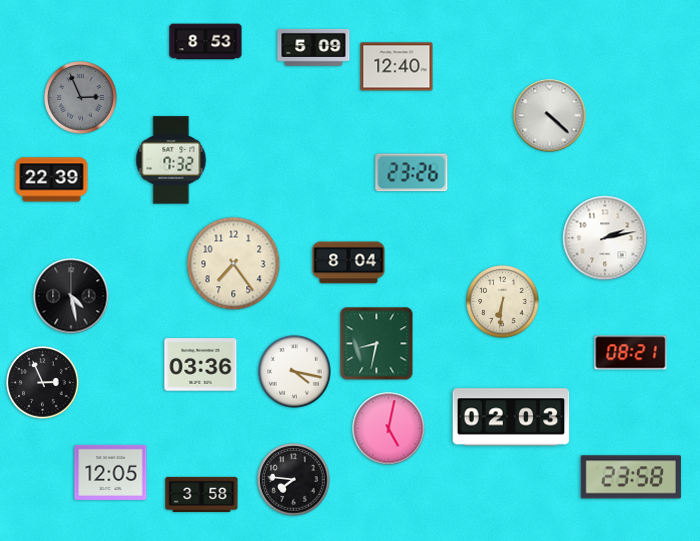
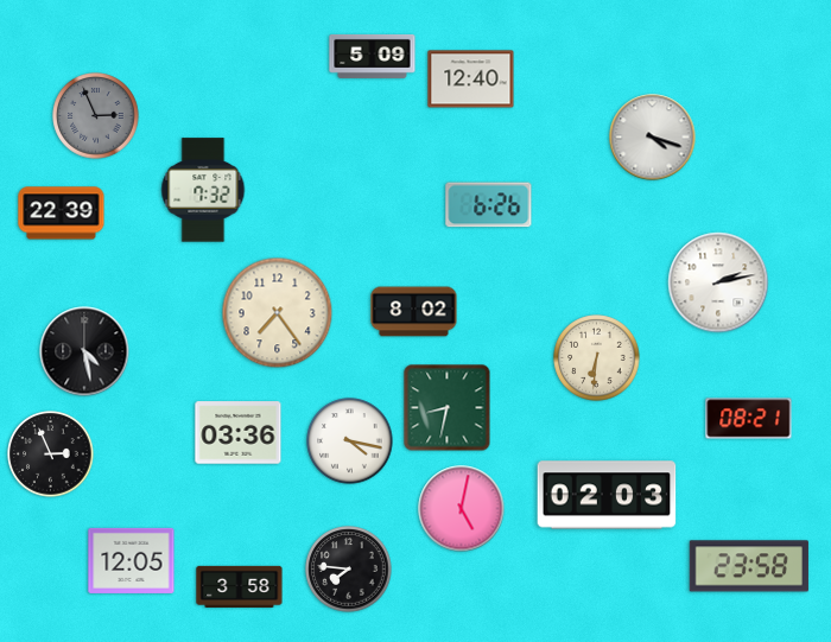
clock at (206, 42): 8:53 -> none
clock at (550, 116): 4:22 -> 4:18
clock at (412, 173): 23:26 -> 6:26
clock at (349, 263): 8:04 -> 8:02
